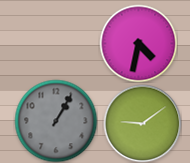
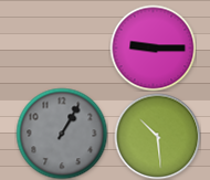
clock at (138, 43): 4:32 -> 9:15
clock at (142, 123): 9:09 -> 10:29
